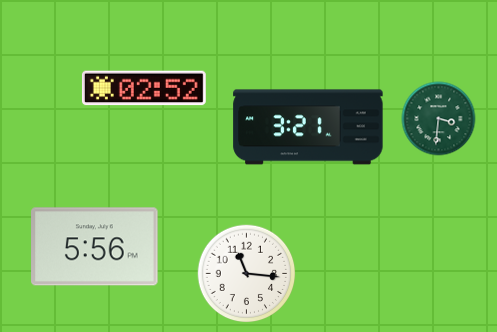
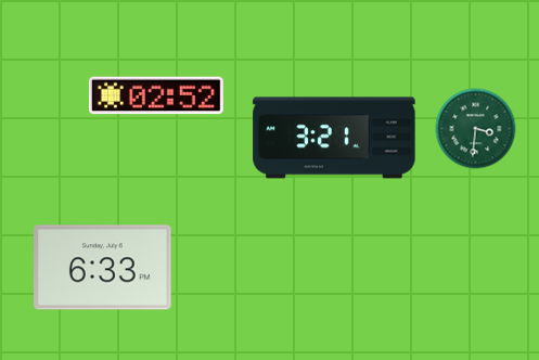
clock at (95, 247): 5:56 -> 6:33
clock at (247, 274): 11:16 -> none
